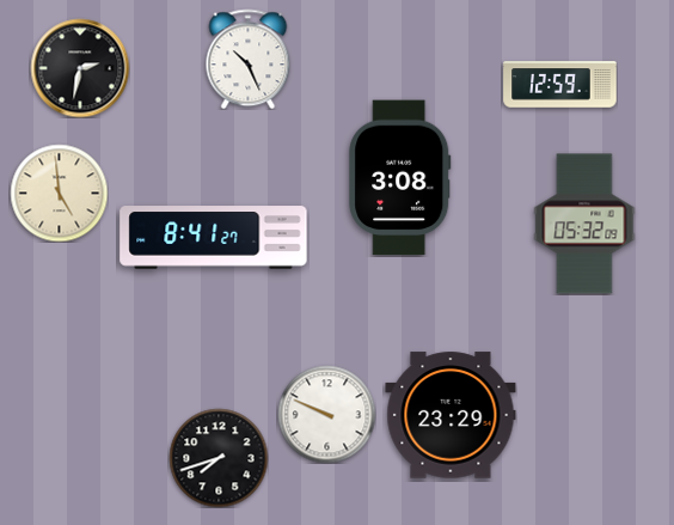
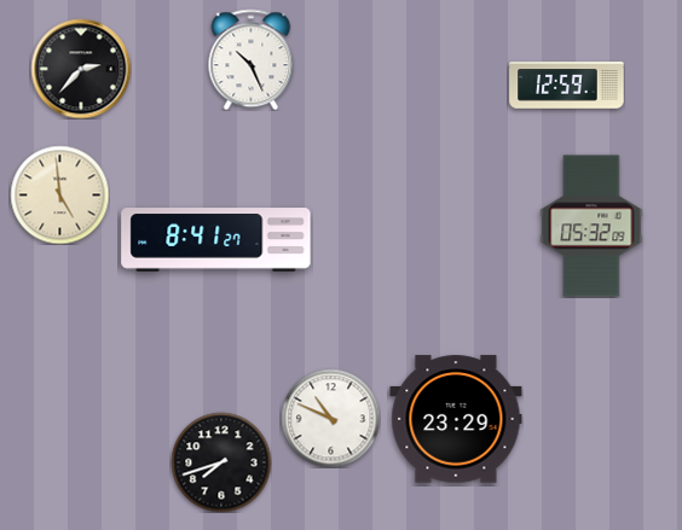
clock at (80, 68): 2:32 -> 2:37
clock at (400, 178): 3:08 -> none
clock at (326, 414): 9:49 -> 10:49
